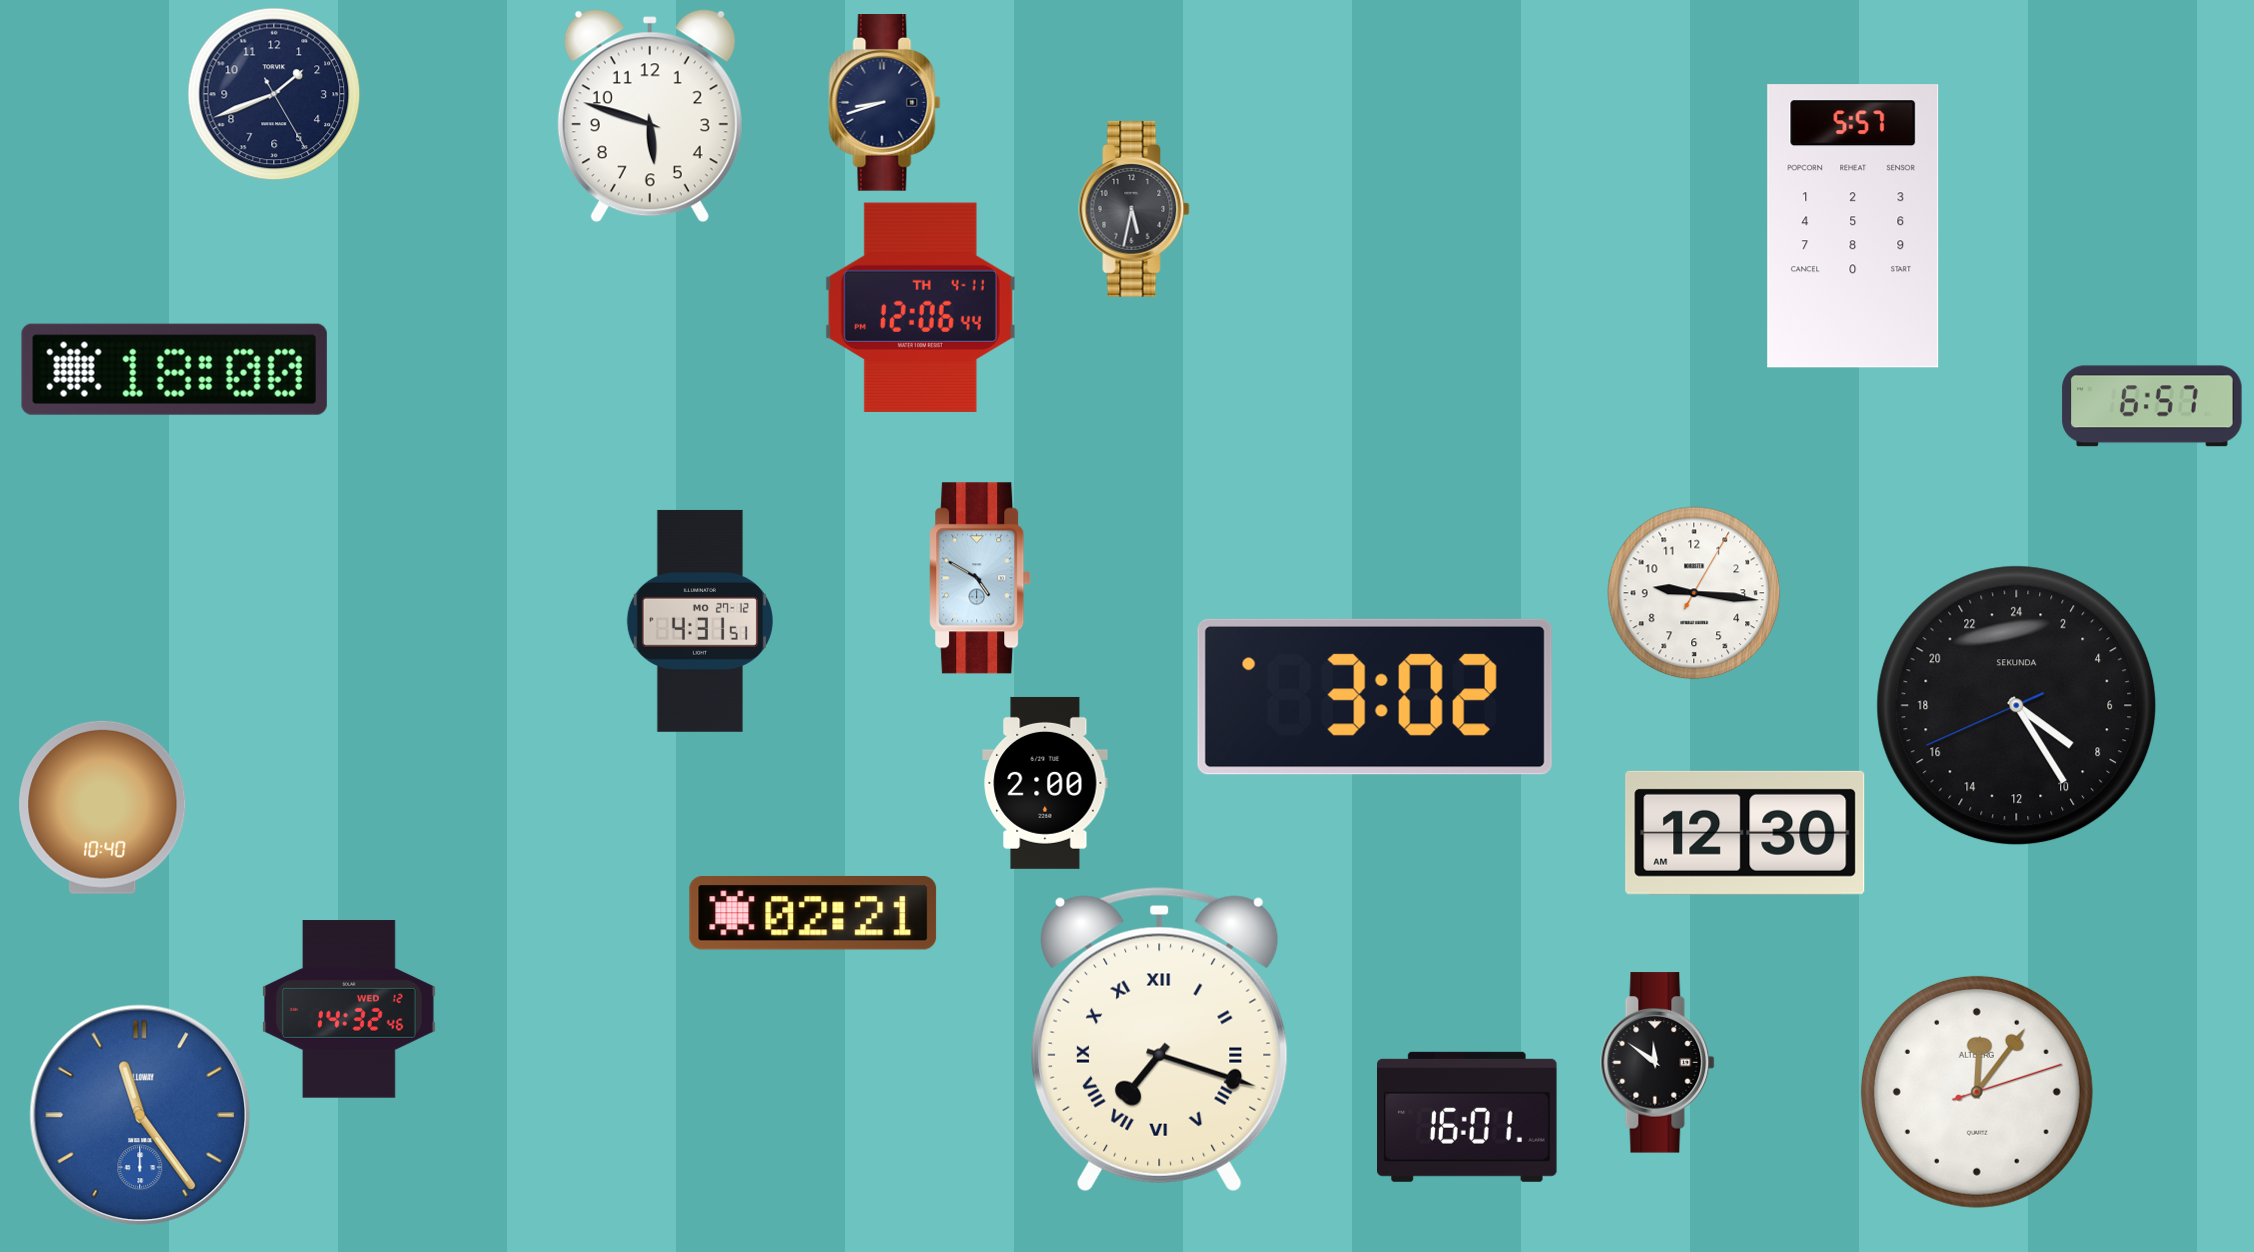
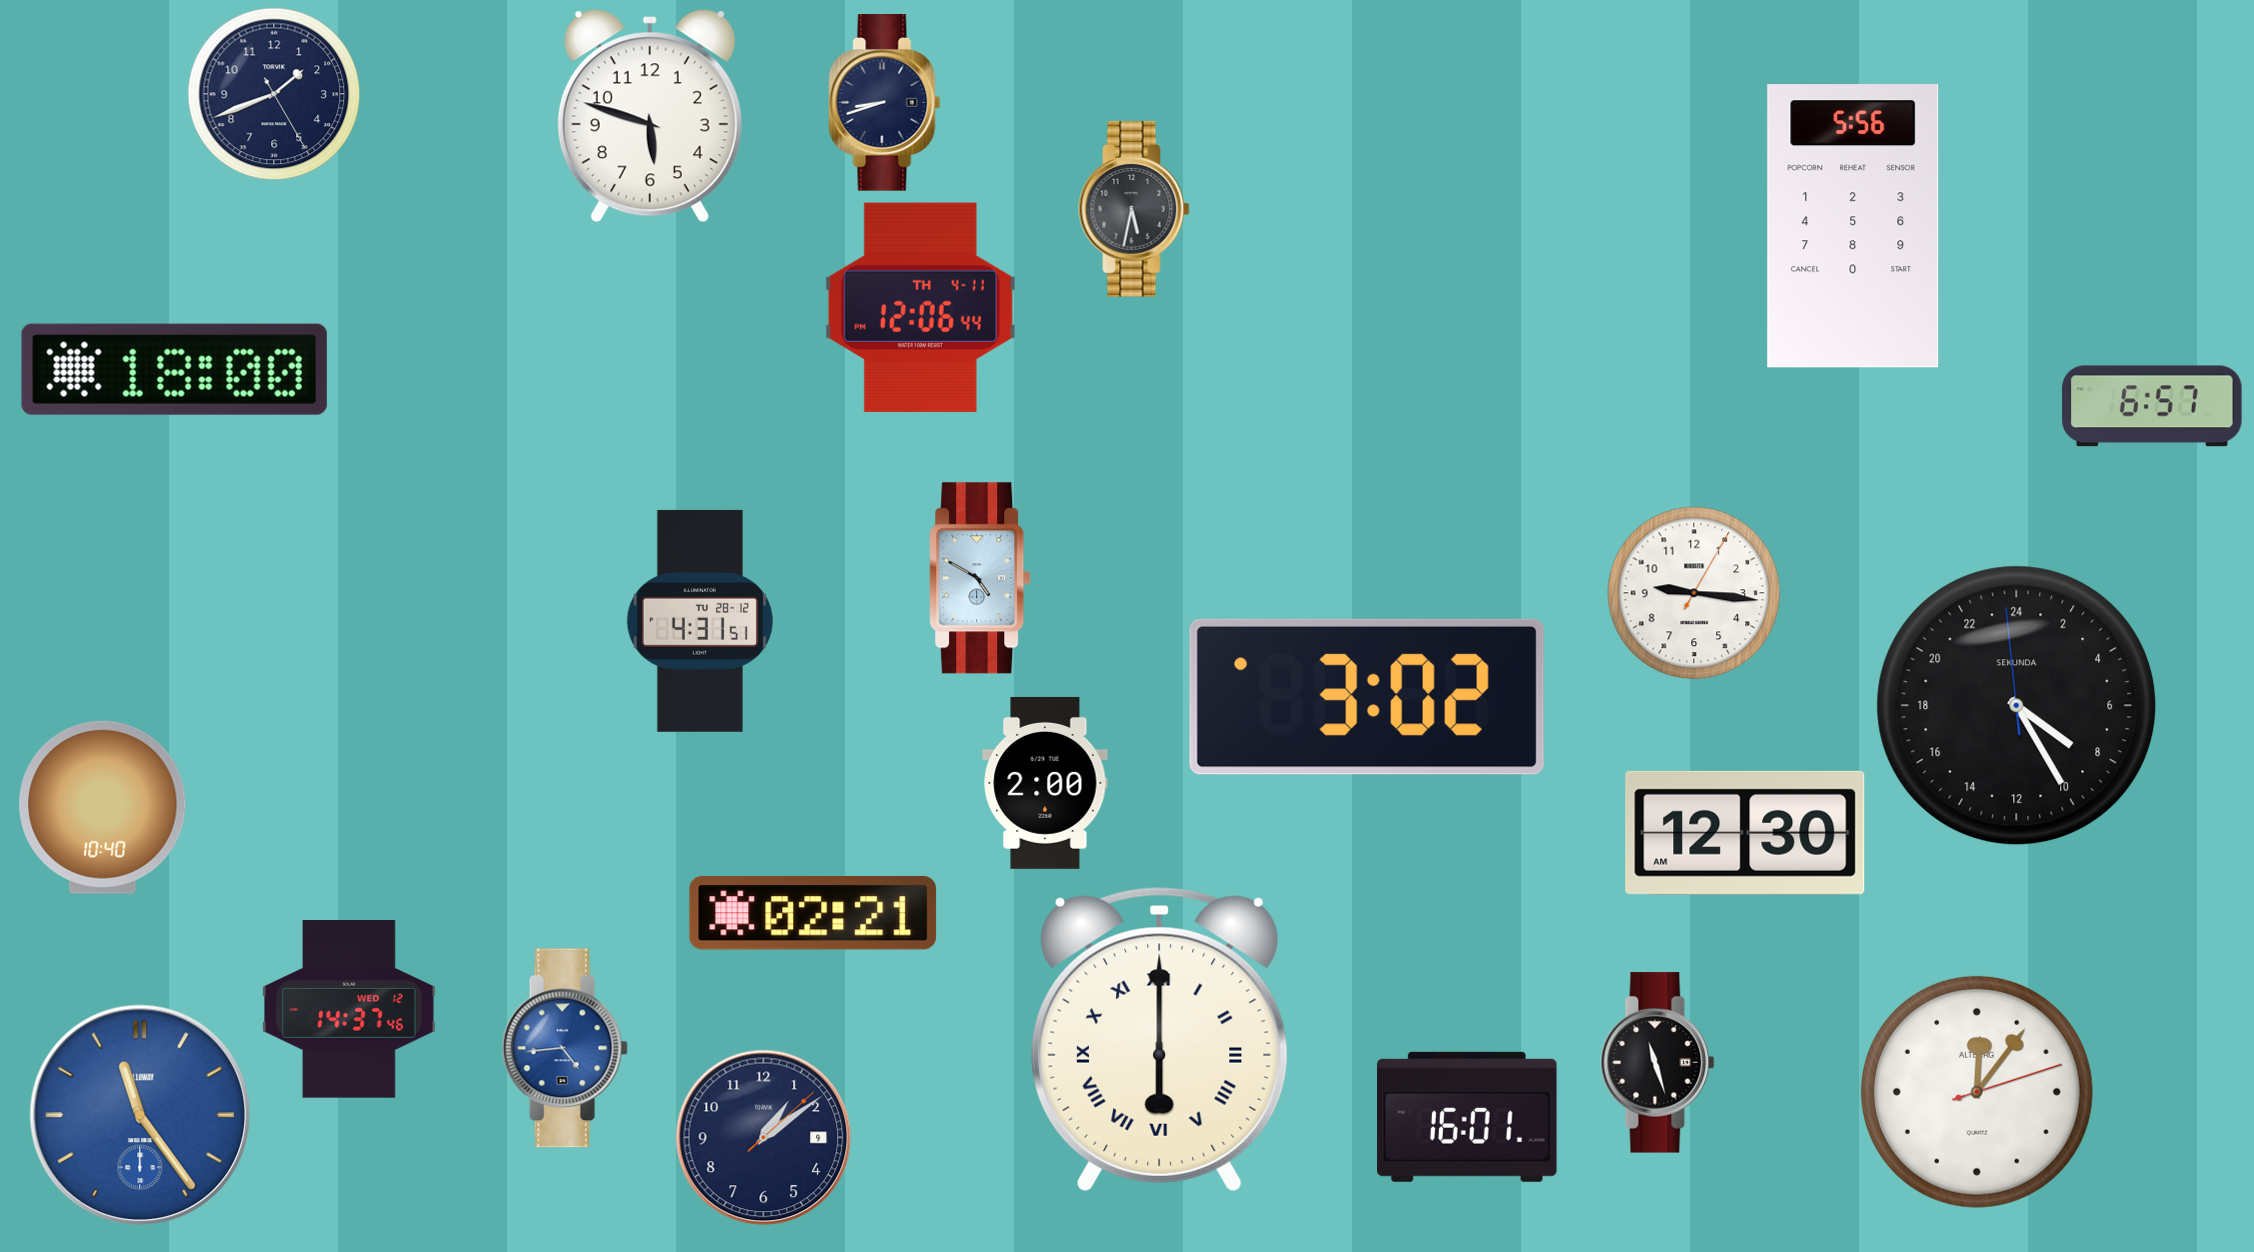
clock at (1853, 226): 5:57 -> 5:56
clock at (700, 621) date: MO 27-12 -> TU 28-12
clock at (1375, 697) position: (1375, 697) -> (1367, 697)
clock at (2017, 706): 8:24:41 -> 8:24:59
clock at (350, 1009): 14:32 -> 14:37
clock at (1159, 1040): 7:18 -> 6:00
clock at (565, 1048): none -> 4:44
clock at (1658, 1063): 11:51 -> 11:27
clock at (764, 1138): none -> 1:09
